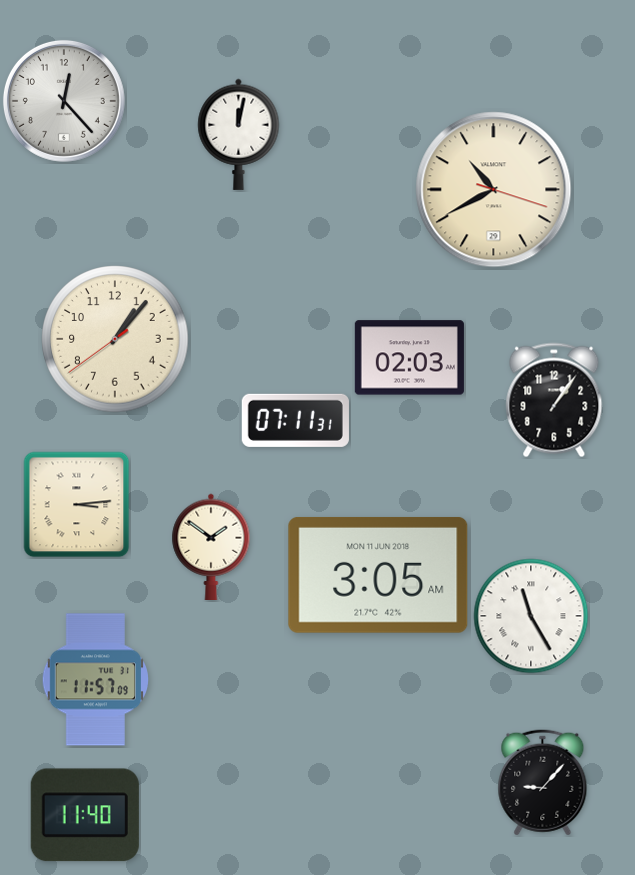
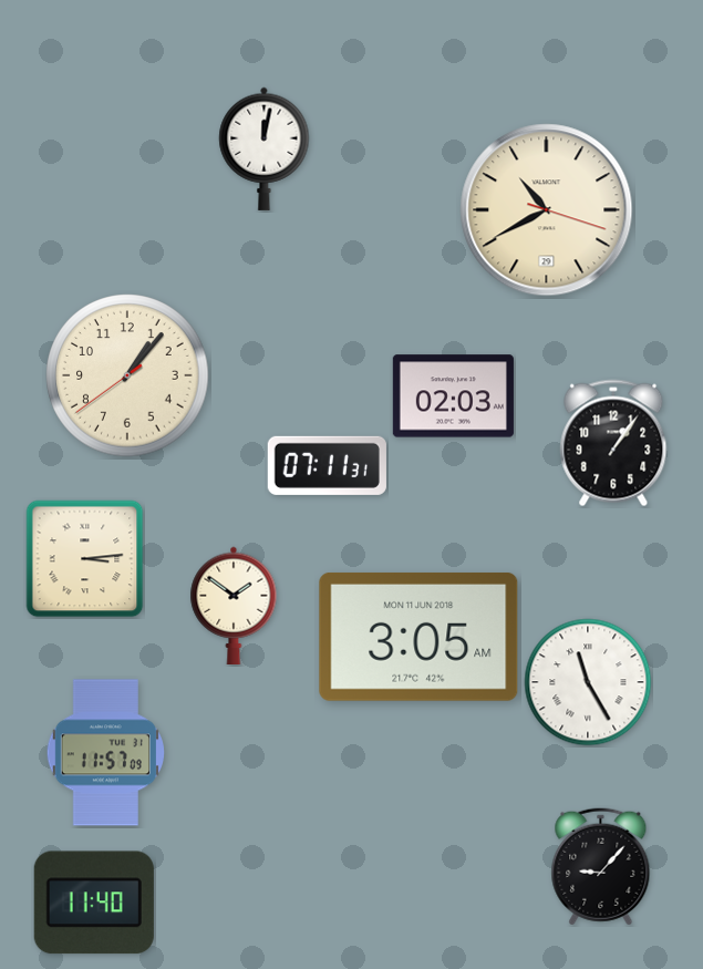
clock at (64, 101): 12:23 -> none
